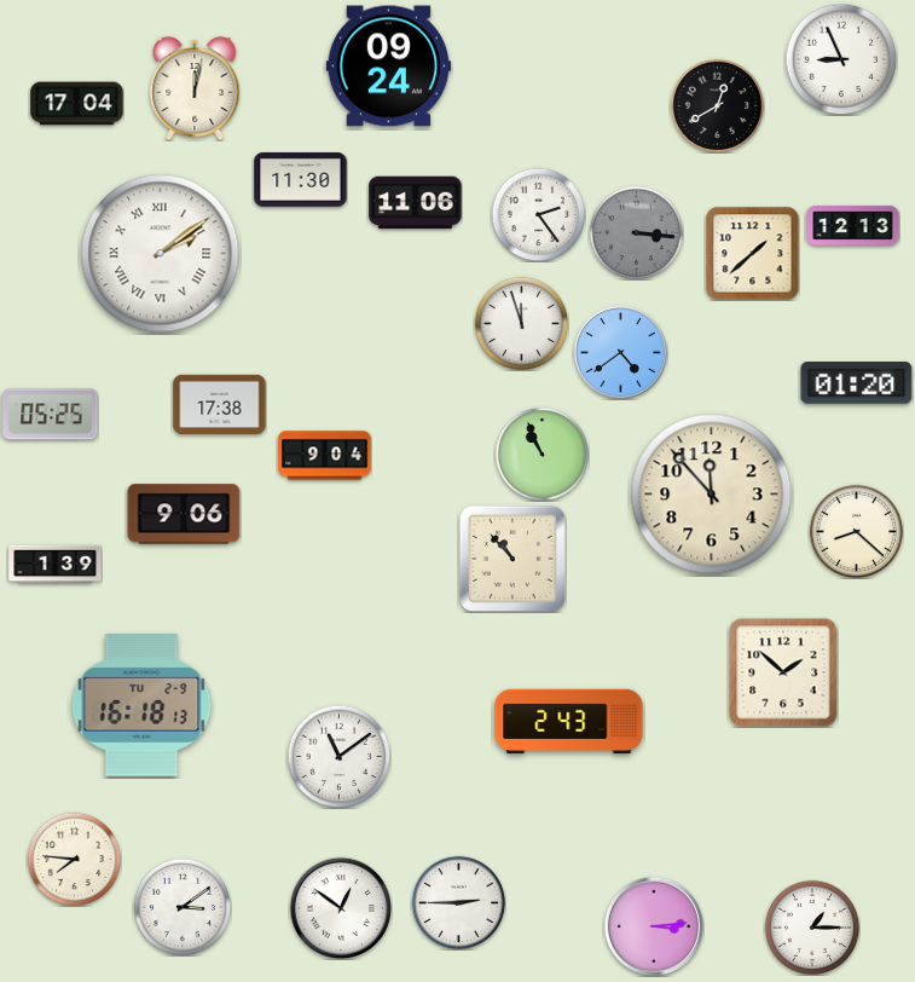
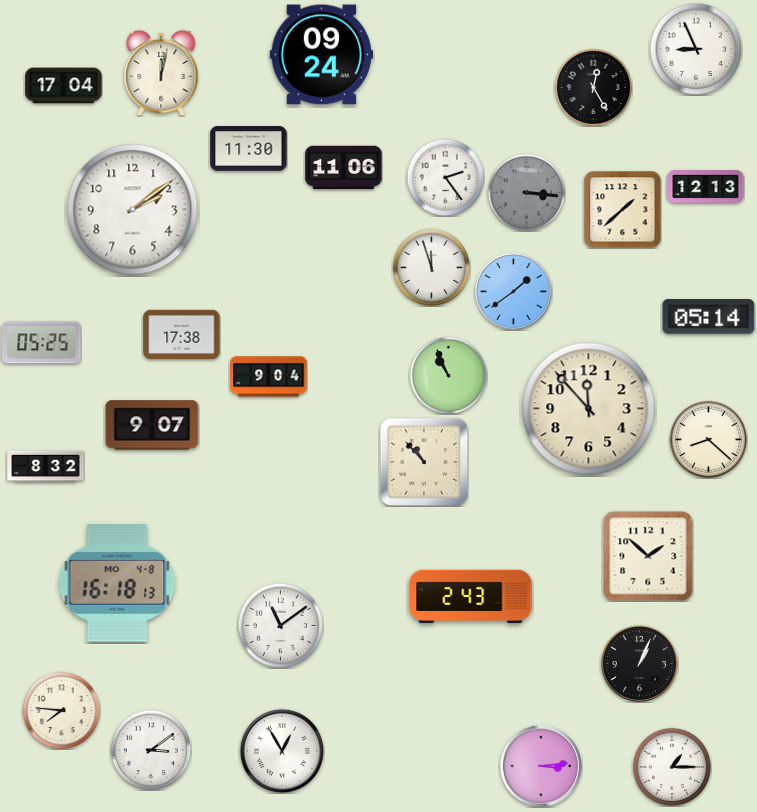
clock at (717, 105): 12:40 -> 12:25
clock at (161, 254) numerals: Roman -> Arabic
clock at (620, 352): 4:39 -> 1:39
clock at (857, 383): 01:20 -> 05:14
clock at (184, 514): 9:06 -> 9:07
clock at (56, 565): 1:39 -> 8:32
clock at (141, 705) date: TU 2-9 -> MO 4-8
clock at (639, 663): none -> 1:04
clock at (458, 902): 2:45 -> none
clock at (340, 907): 12:51 -> 12:55
